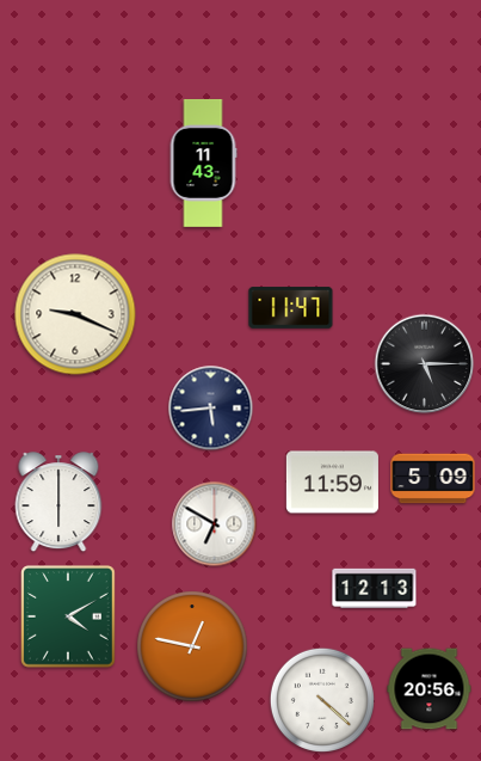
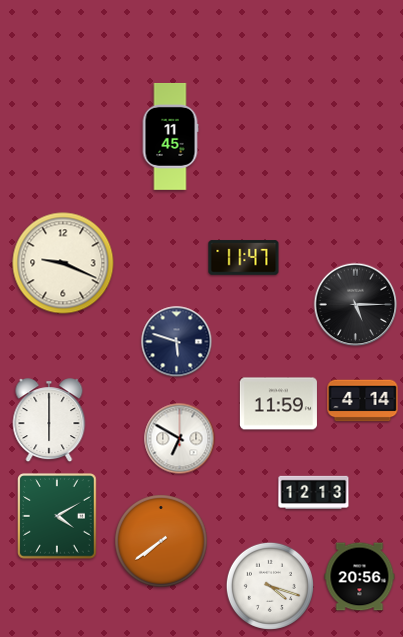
clock at (203, 162): 11:43 -> 11:45
clock at (211, 409): 5:44 -> 5:48
clock at (433, 479): 5:09 -> 4:14
clock at (192, 646): 12:47 -> 7:39
clock at (322, 700): 4:22 -> 4:18
